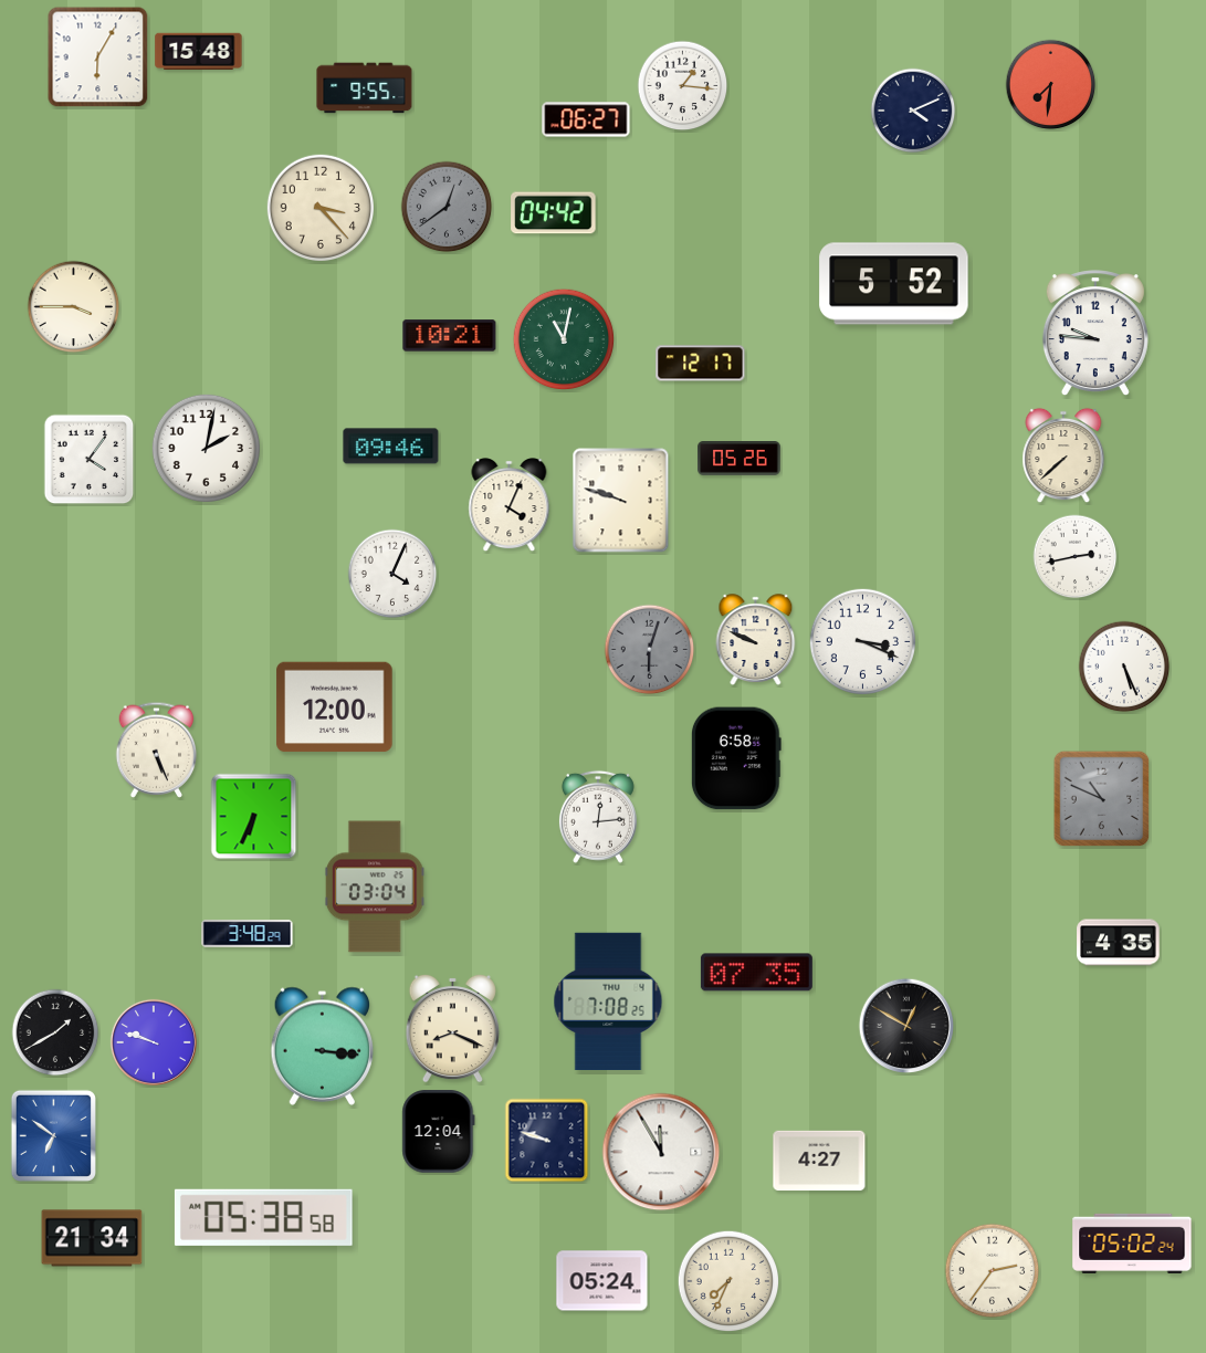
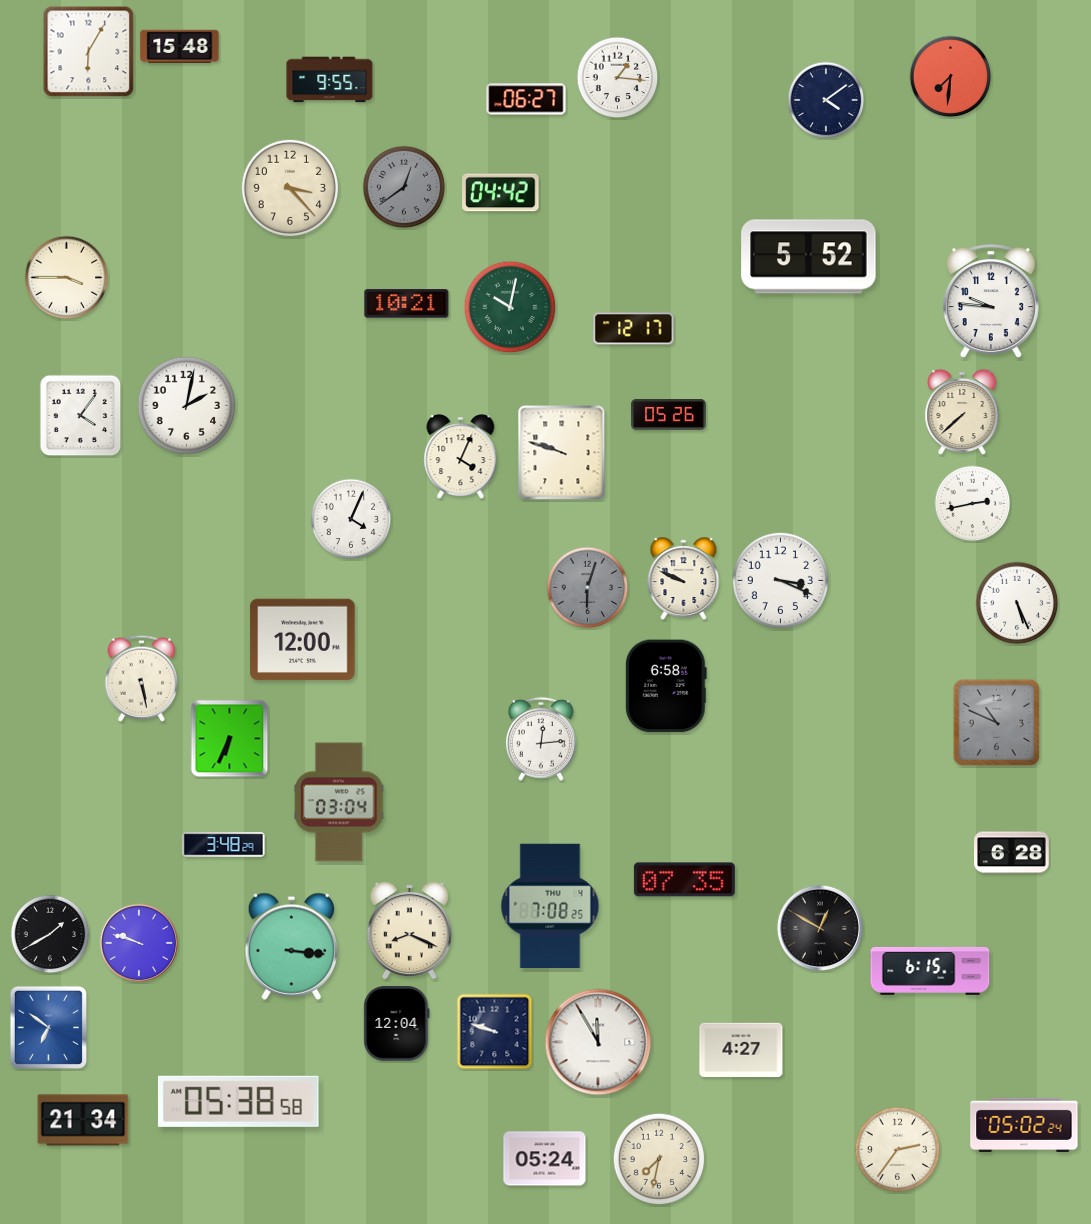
clock at (913, 111): 4:11 -> 4:09
clock at (586, 119) position: (586, 119) -> (526, 99)
clock at (564, 339): 11:02 -> 10:02
clock at (391, 447): 09:46 -> none
clock at (392, 574) position: (392, 574) -> (351, 519)
clock at (157, 749): 5:26 -> 5:28
clock at (1119, 943): 4:35 -> 6:28
clock at (930, 971): none -> 6:15
clock at (728, 1281): 7:34 -> 7:32
